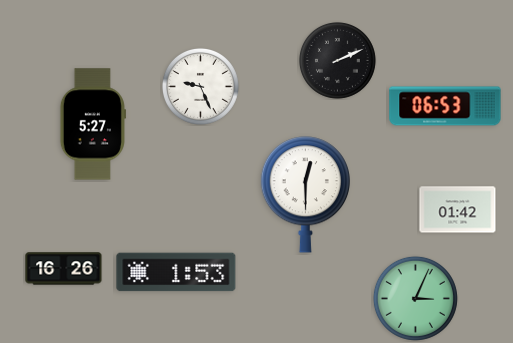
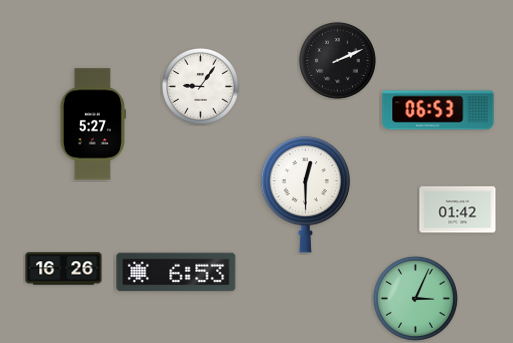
clock at (200, 86): 9:26 -> 9:06
clock at (445, 106) position: (445, 106) -> (438, 110)
clock at (176, 272): 1:53 -> 6:53
